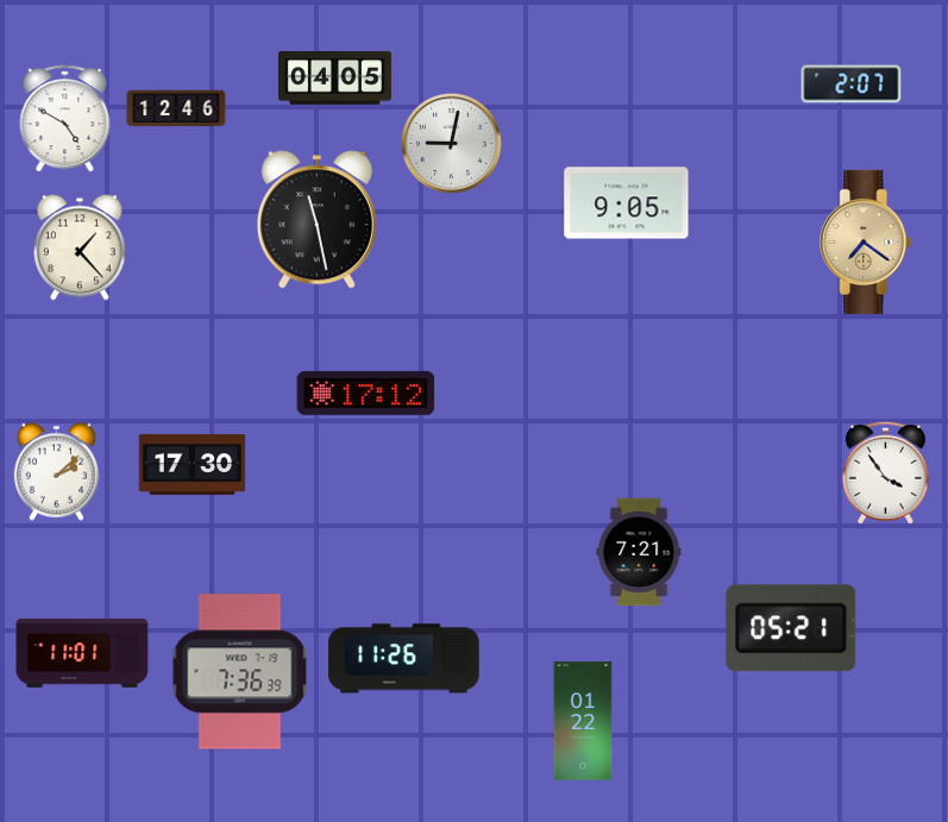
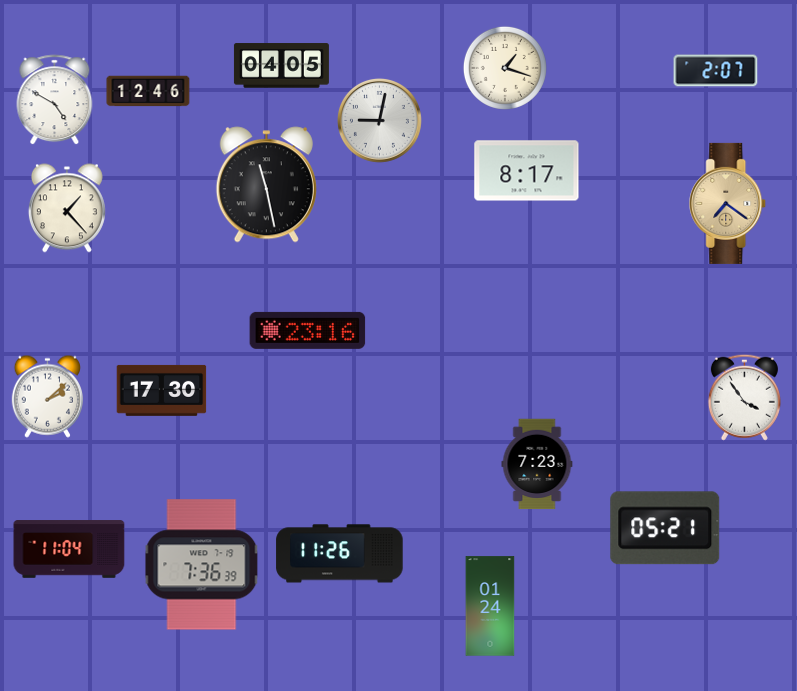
clock at (505, 68): none -> 1:18
clock at (627, 203): 9:05 -> 8:17
clock at (366, 393): 17:12 -> 23:16
clock at (639, 552): 7:21 -> 7:23
clock at (82, 653): 11:01 -> 11:04
clock at (583, 721): 01:22 -> 01:24
